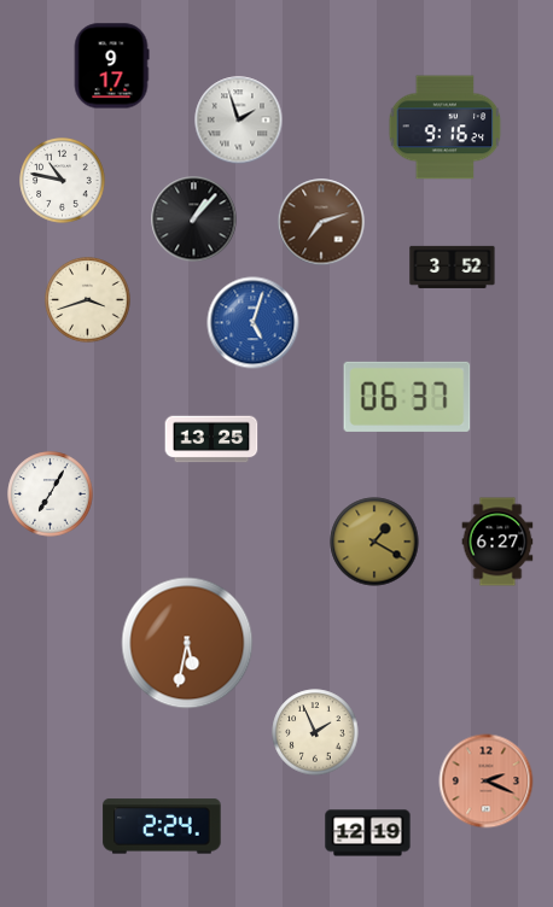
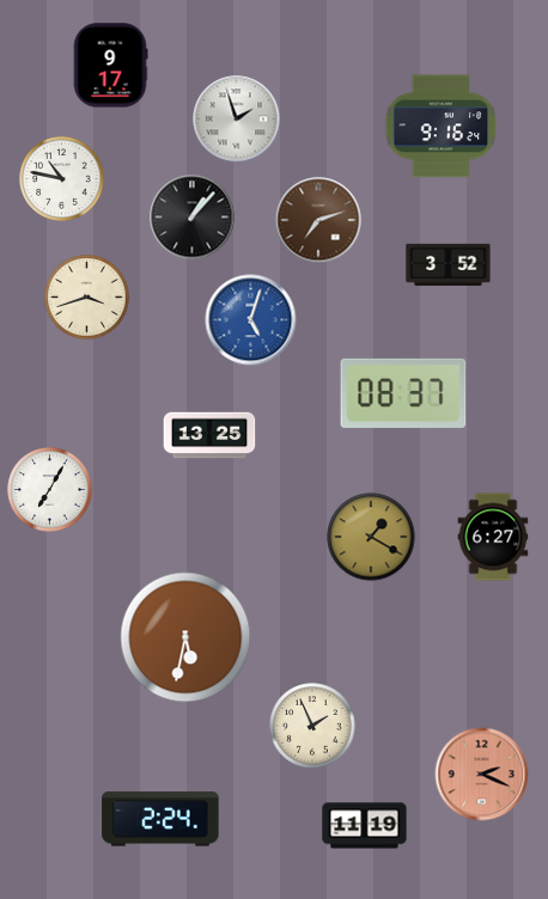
clock at (407, 397): 06:37 -> 08:37
clock at (368, 833): 12:19 -> 11:19
